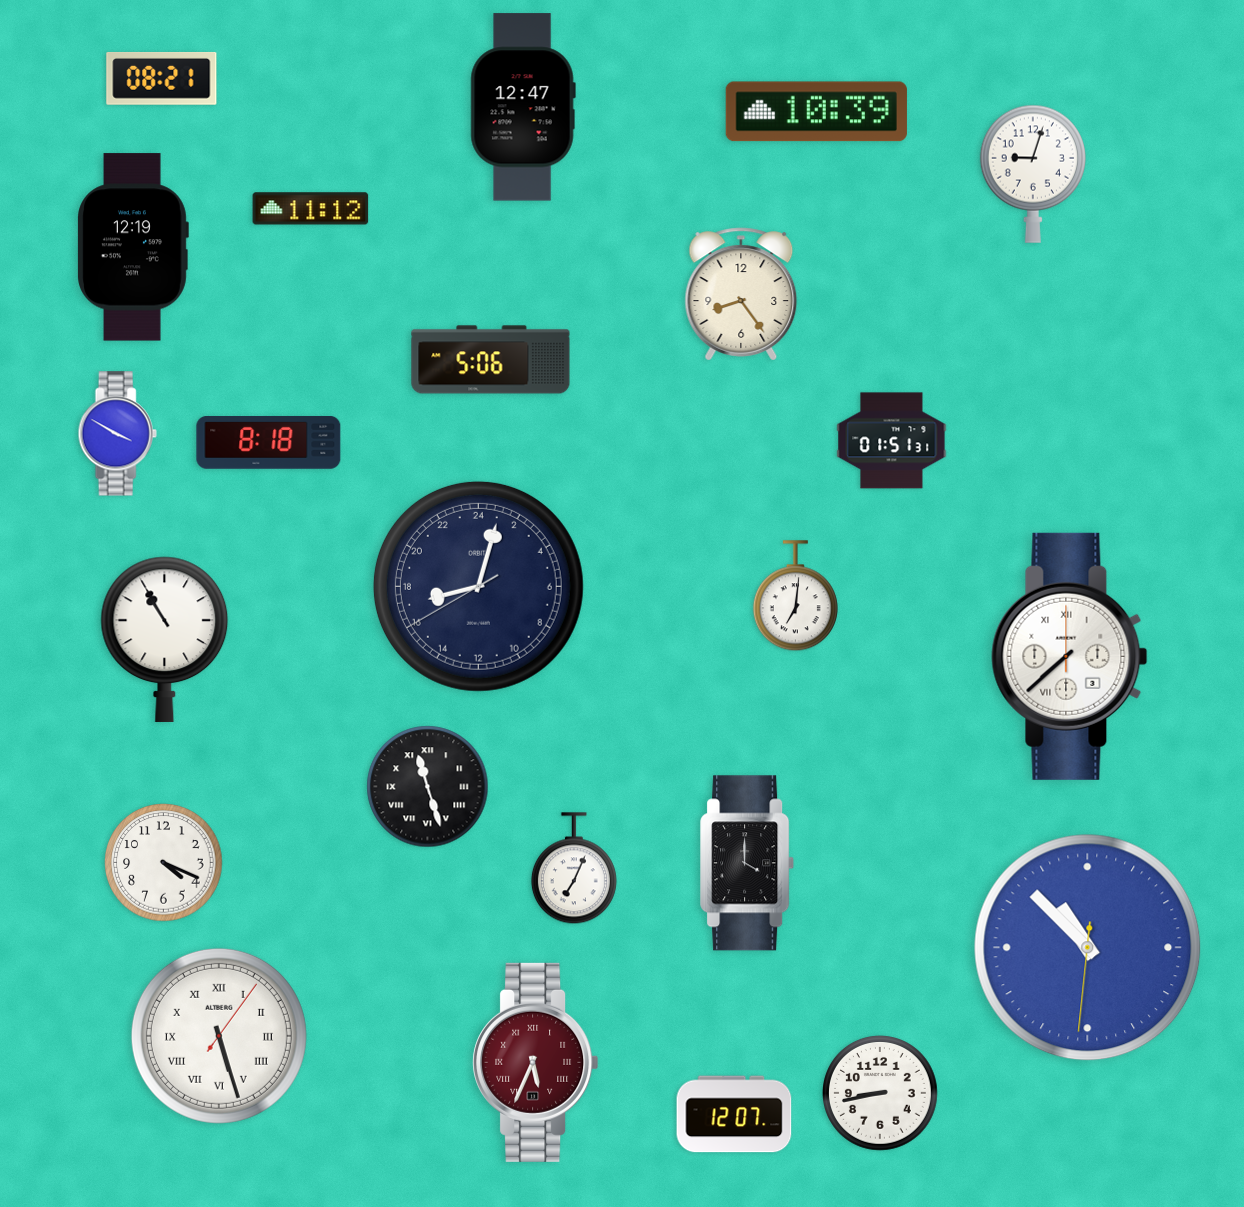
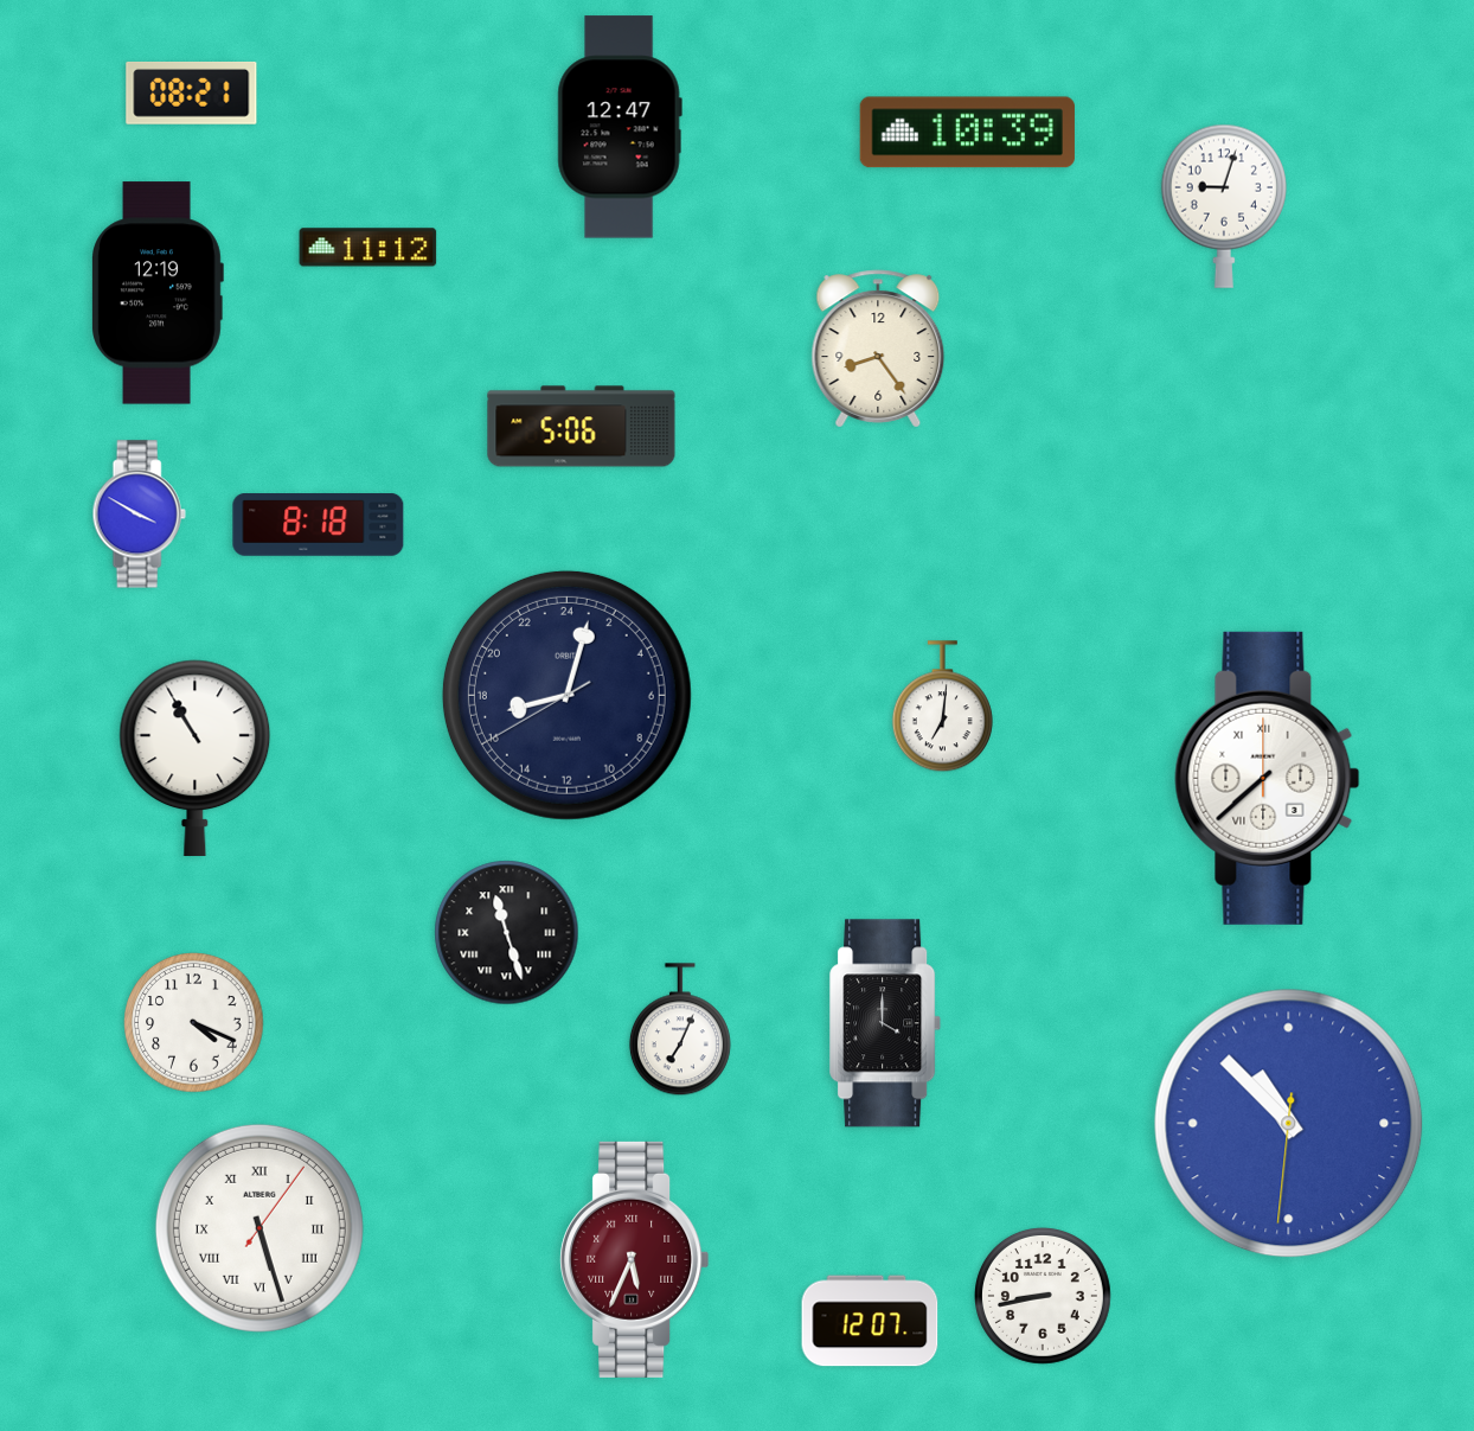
clock at (892, 441): 01:51 -> none
